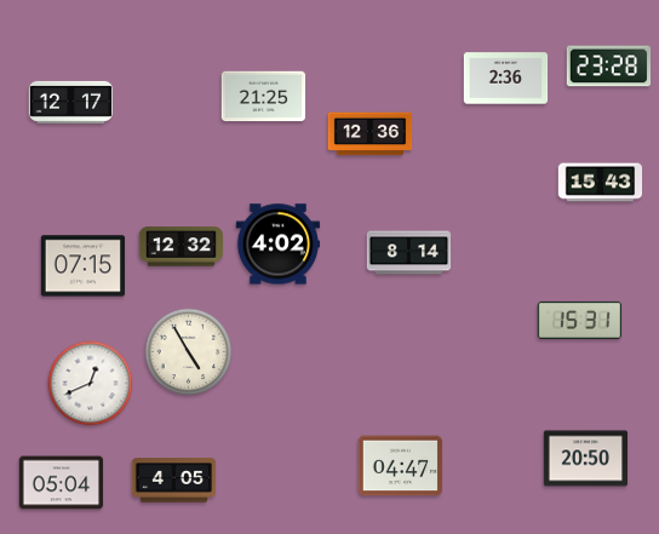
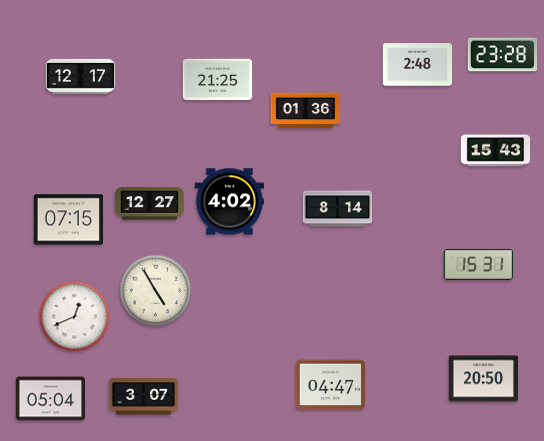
clock at (506, 79): 2:36 -> 2:48
clock at (71, 102) position: (71, 102) -> (81, 76)
clock at (371, 134): 12:36 -> 01:36
clock at (182, 247): 12:32 -> 12:27
clock at (174, 481): 4:05 -> 3:07
